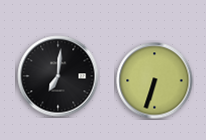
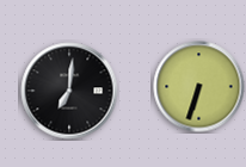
clock at (155, 81) position: (155, 81) -> (199, 87)
